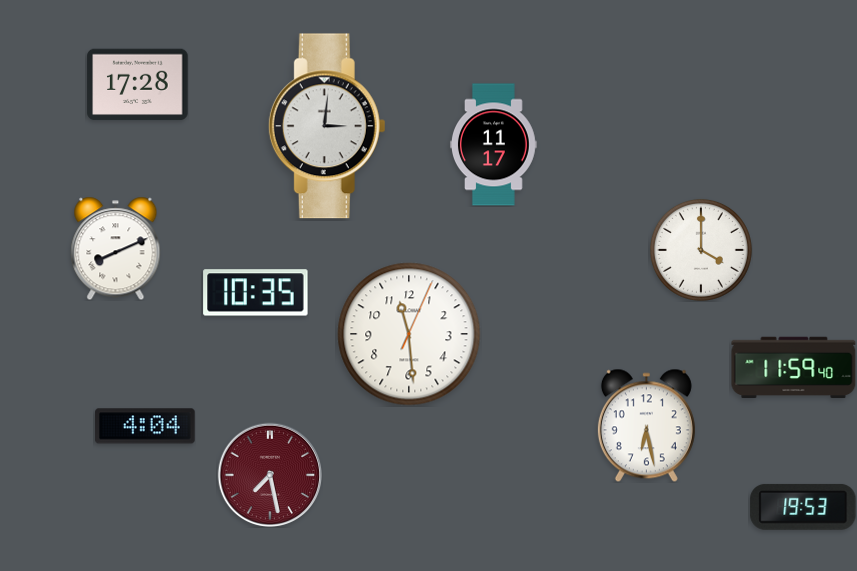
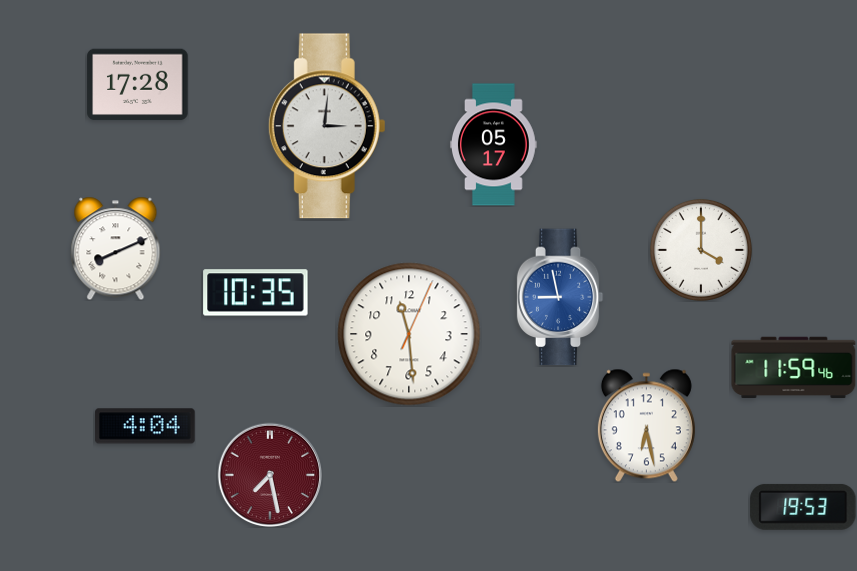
clock at (494, 145): 11:17 -> 05:17
clock at (560, 297): none -> 8:58
clock at (794, 368): 11:59:40 -> 11:59:46
